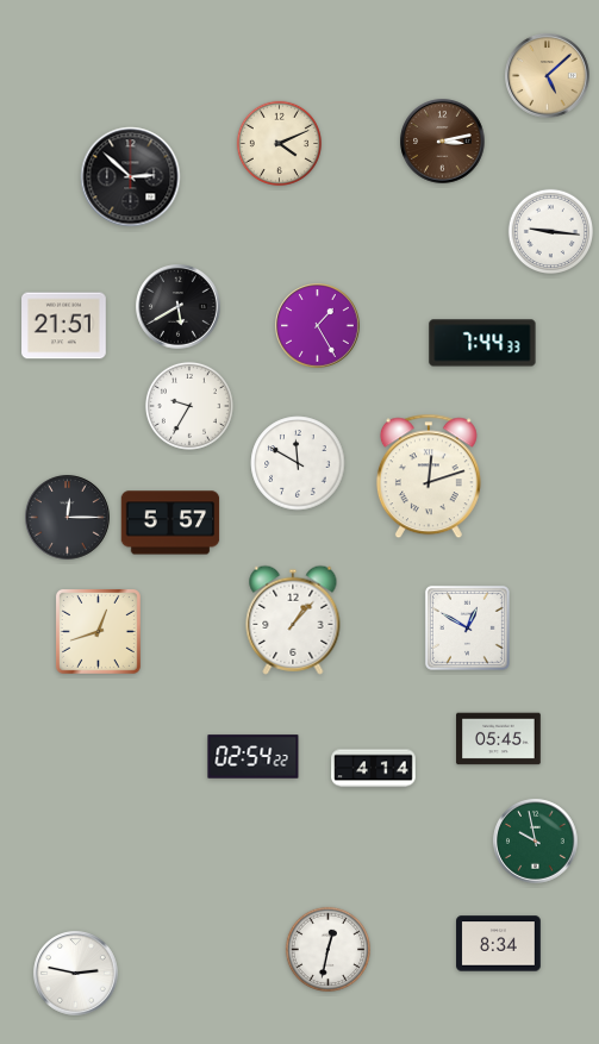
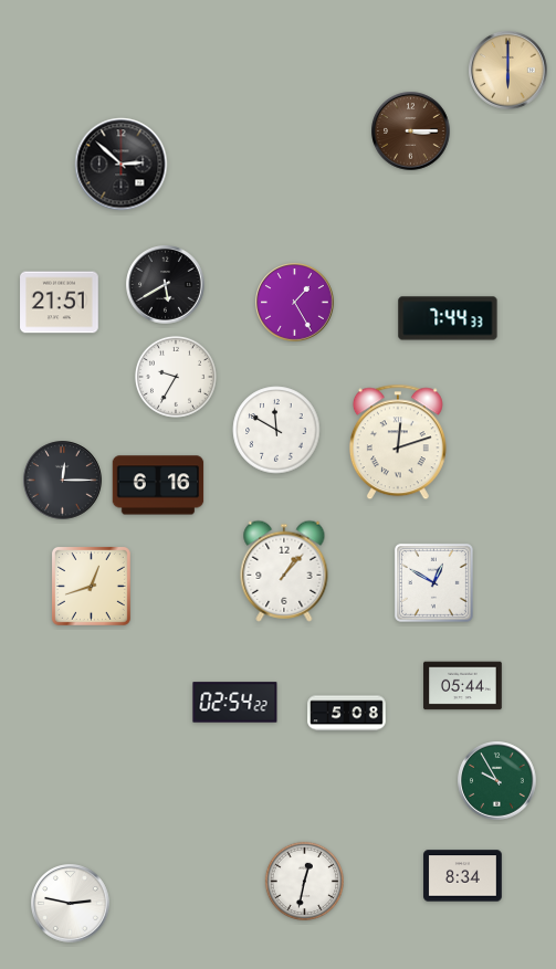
clock at (548, 76): 5:08 -> 6:00
clock at (443, 142): 3:13 -> 3:15
clock at (279, 143): 4:11 -> none
clock at (550, 231): 9:16 -> none
clock at (170, 523): 5:57 -> 6:16
clock at (293, 620) position: (293, 620) -> (284, 571)
clock at (499, 739): 05:45 -> 05:44
clock at (374, 769): 4:14 -> 5:08
clock at (536, 842): 9:58 -> 9:55
